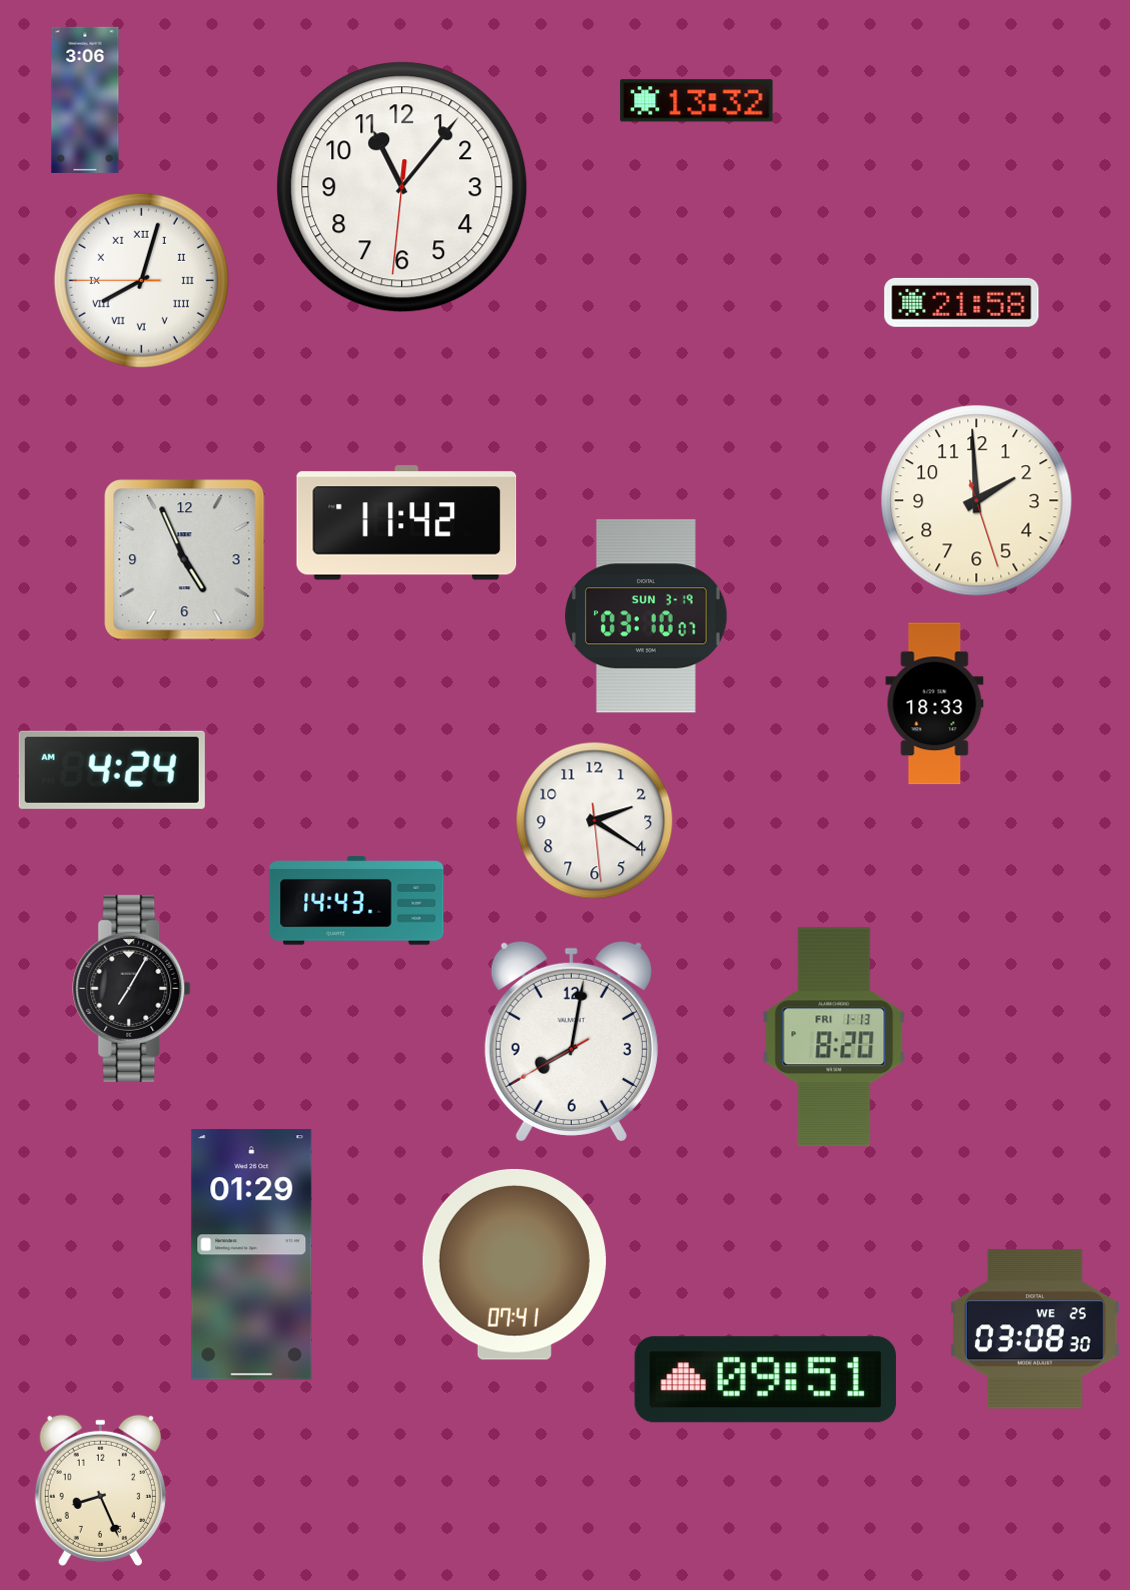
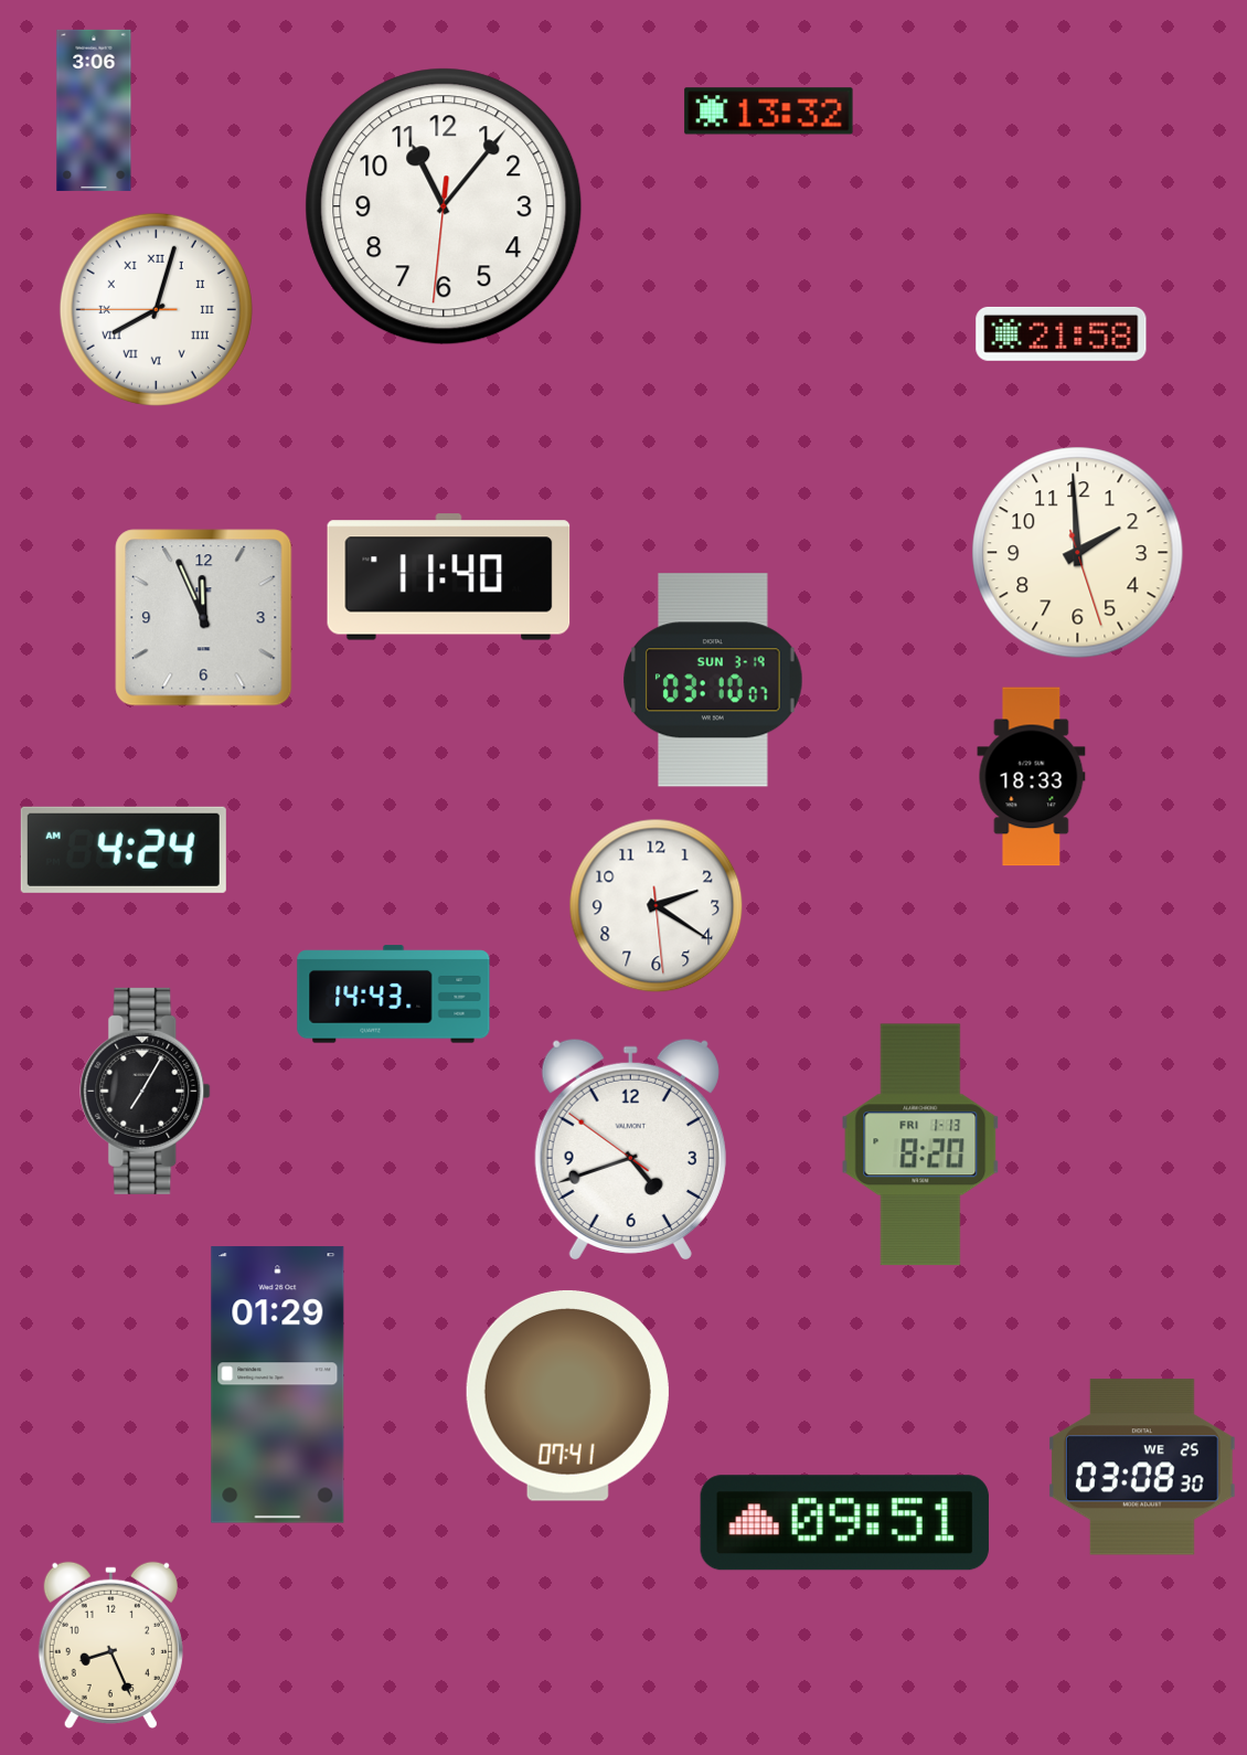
clock at (407, 523): 11:42 -> 11:40
clock at (185, 560): 4:56 -> 11:56
clock at (571, 1041): 8:01 -> 4:41
